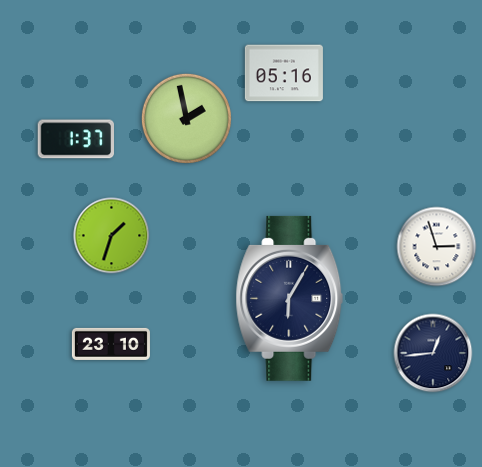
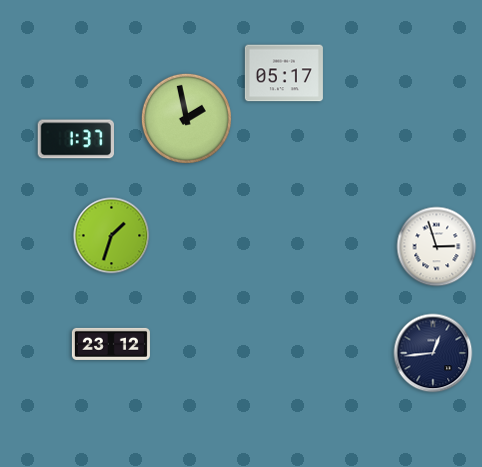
clock at (284, 73): 05:16 -> 05:17
clock at (290, 298): 6:05 -> none
clock at (111, 344): 23:10 -> 23:12
